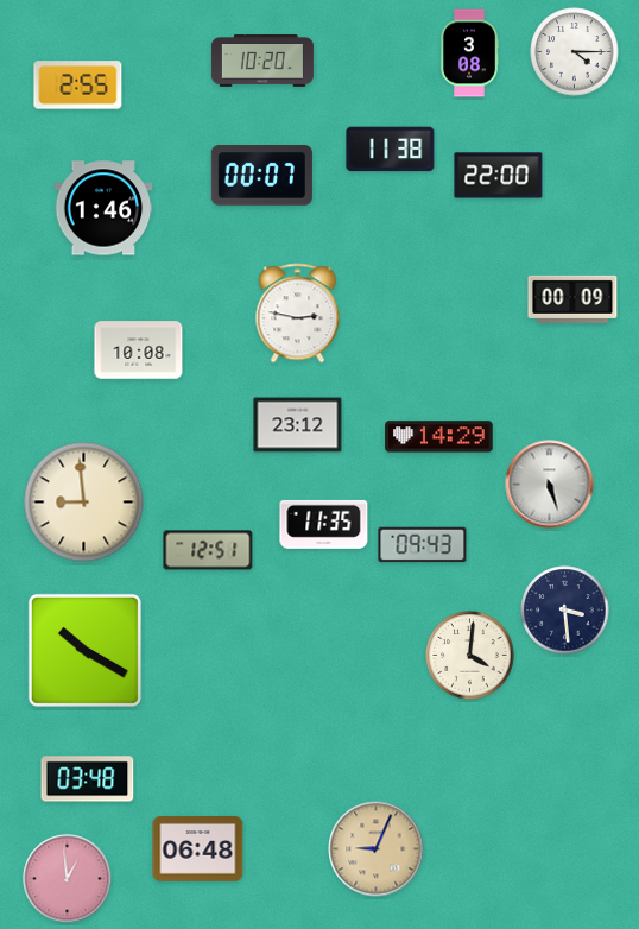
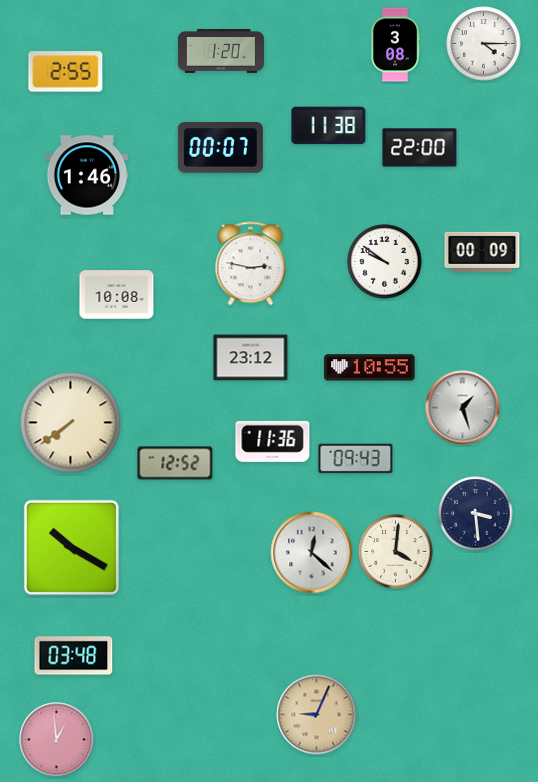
clock at (262, 61): 10:20 -> 1:20
clock at (385, 262): none -> 9:51
clock at (439, 437): 14:29 -> 10:55
clock at (550, 485): 5:27 -> 1:27
clock at (84, 503): 8:59 -> 7:39
clock at (324, 524): 11:35 -> 11:36
clock at (208, 550): 12:51 -> 12:52
clock at (312, 553): none -> 12:22
clock at (198, 849): 06:48 -> none
